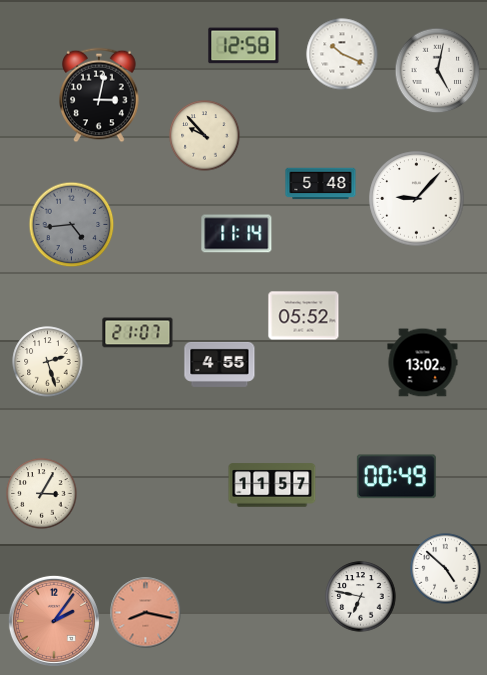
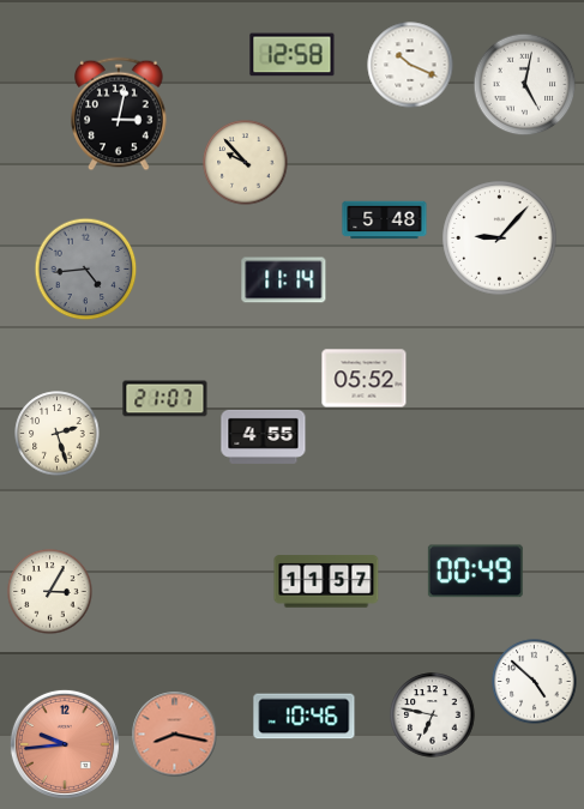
clock at (423, 363): 13:02 -> none
clock at (305, 717): none -> 10:46
clock at (54, 621): 2:06 -> 9:44
